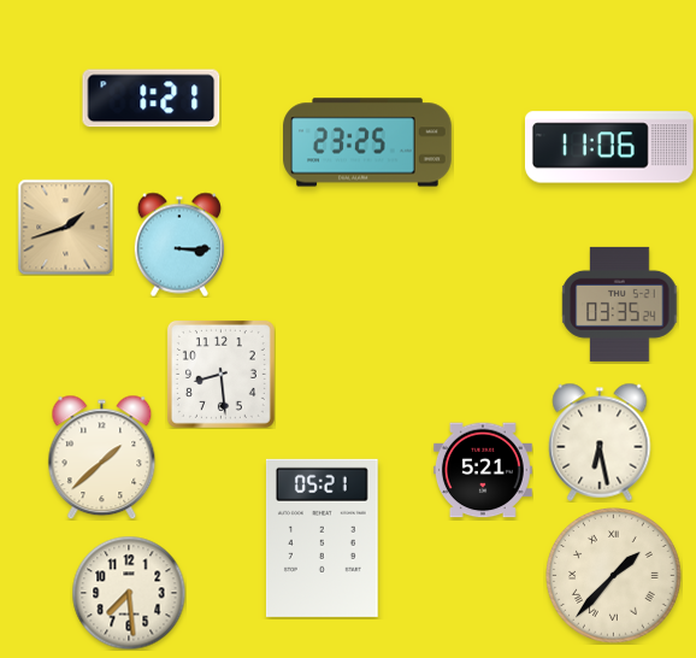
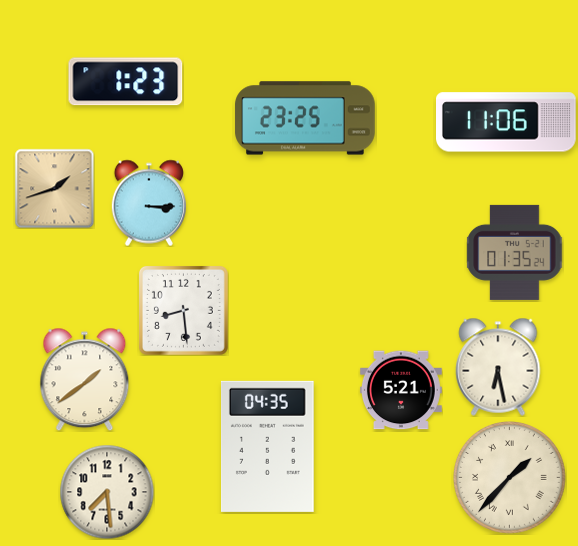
clock at (152, 99): 1:21 -> 1:23
clock at (620, 304): 03:35 -> 01:35
clock at (102, 457): 1:38 -> 1:39
clock at (322, 537): 05:21 -> 04:35
